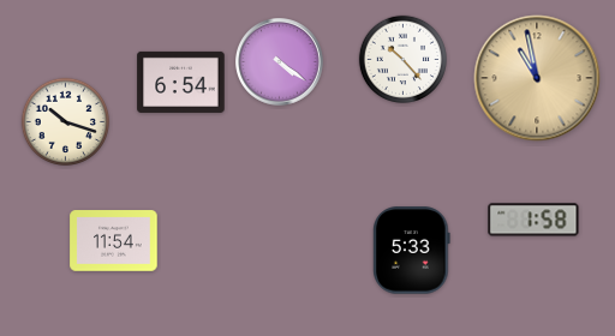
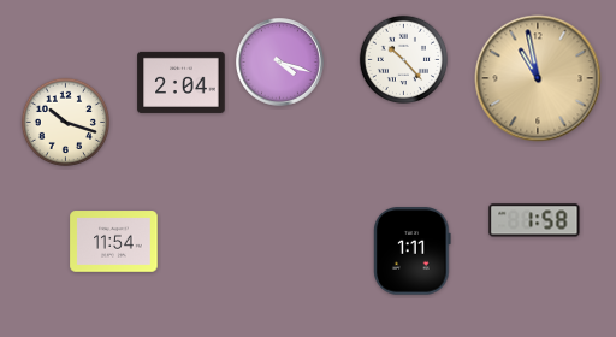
clock at (280, 62): 4:21 -> 4:18
clock at (181, 82): 6:54 -> 2:04
clock at (412, 251): 5:33 -> 1:11
